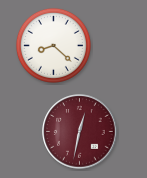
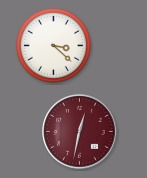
clock at (53, 45): 8:22 -> 3:22
